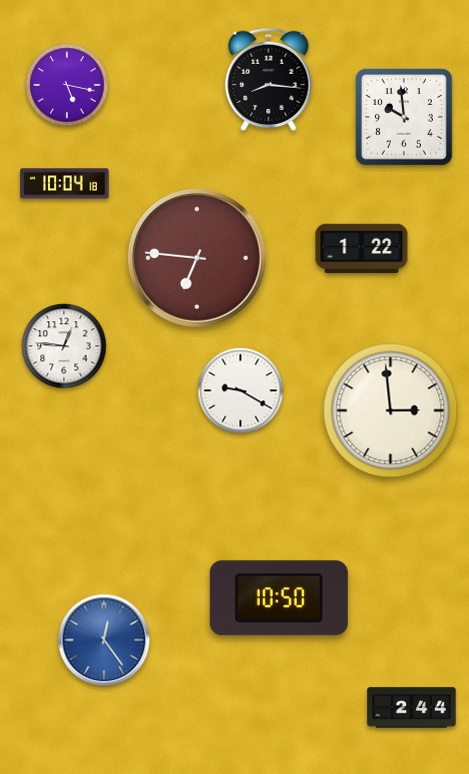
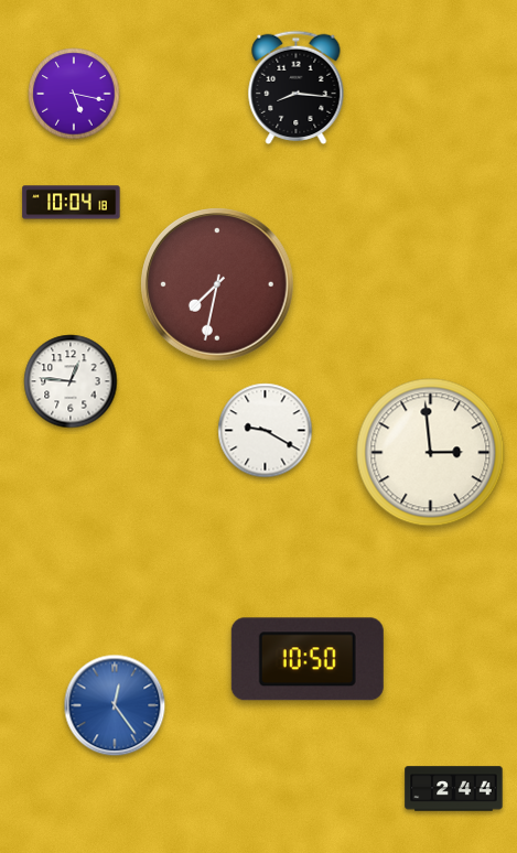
clock at (404, 117): 9:59 -> none
clock at (362, 249): 1:22 -> none
clock at (198, 259): 6:46 -> 7:32
clock at (412, 708) position: (412, 708) -> (454, 789)
